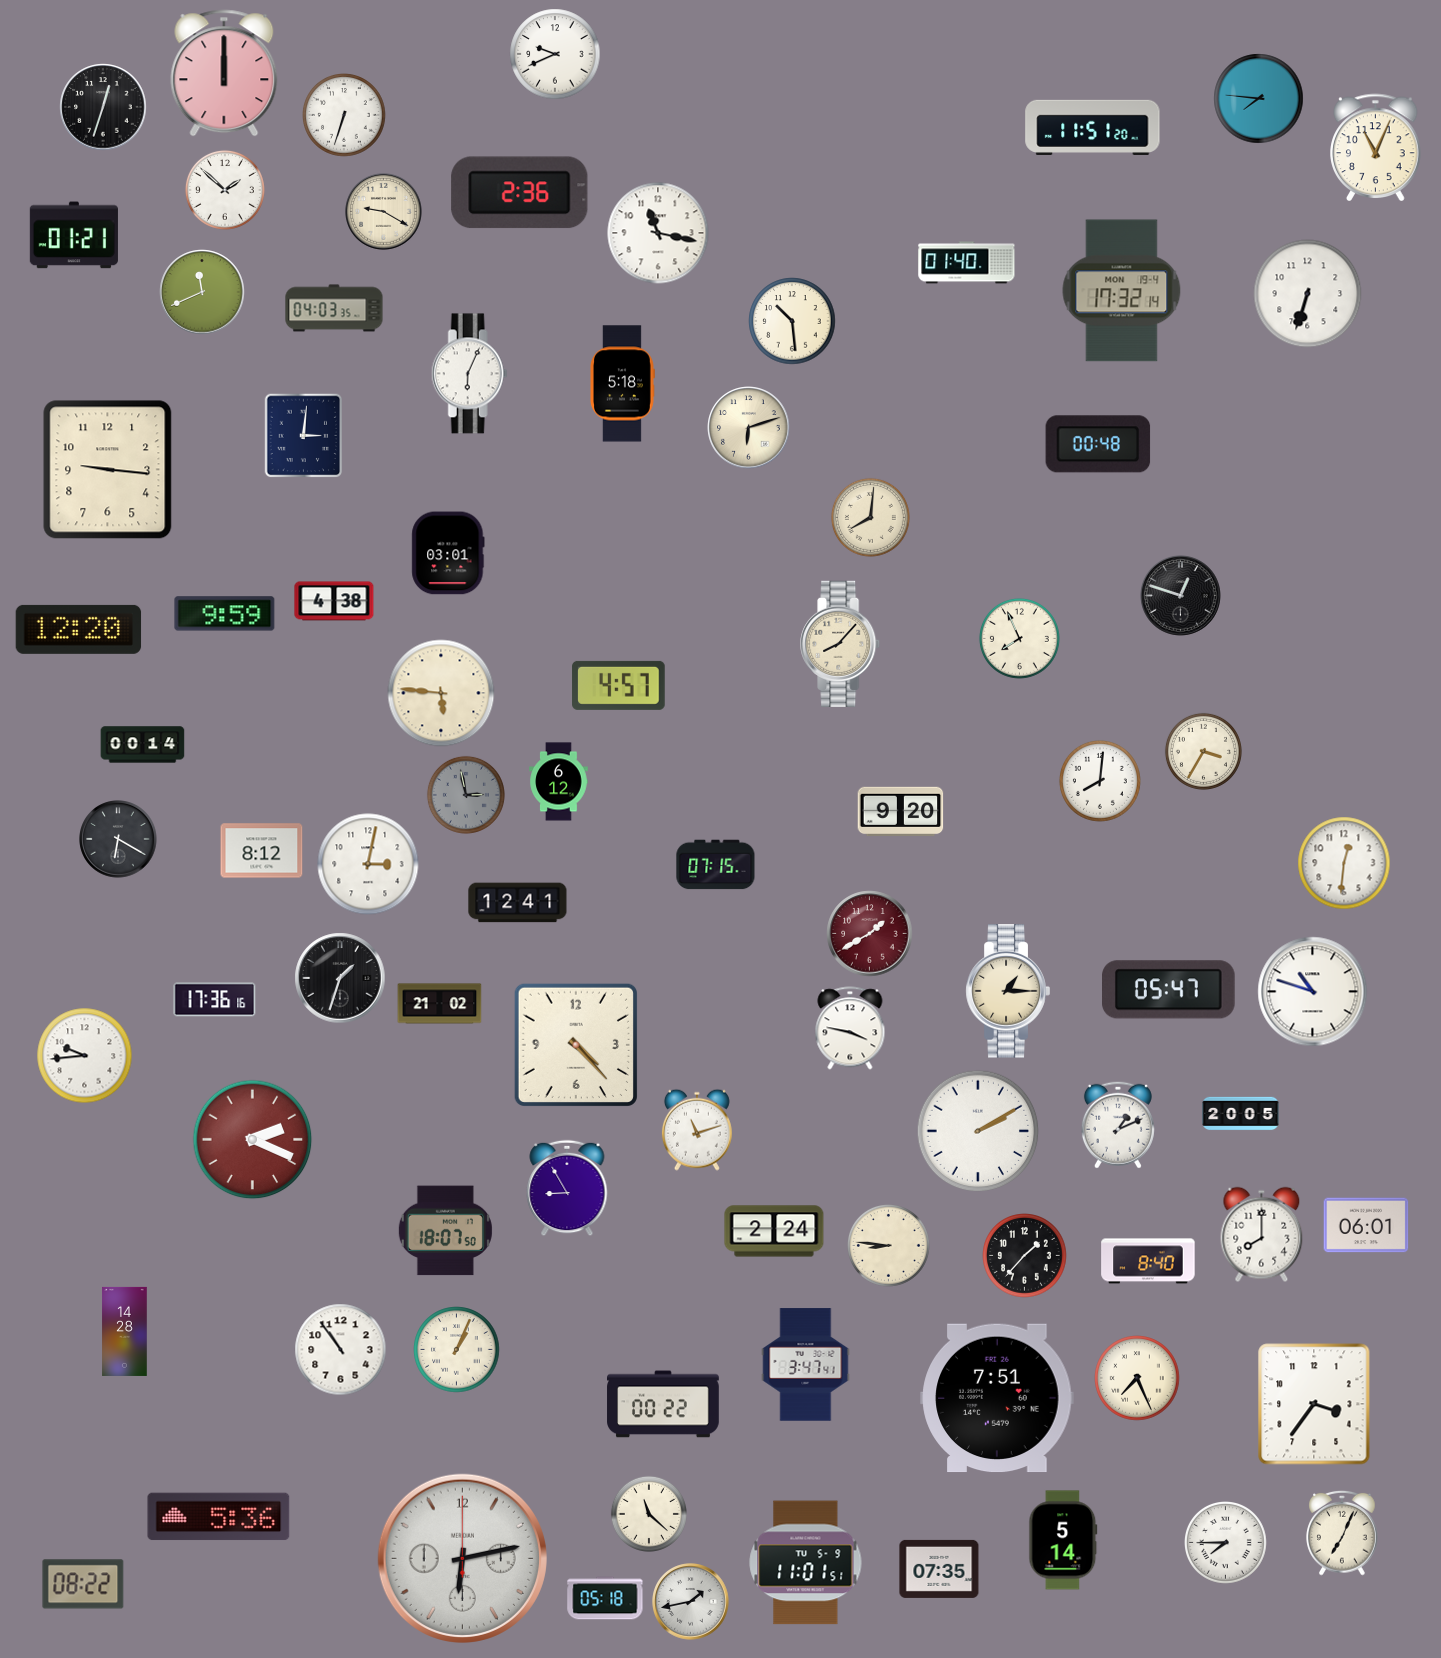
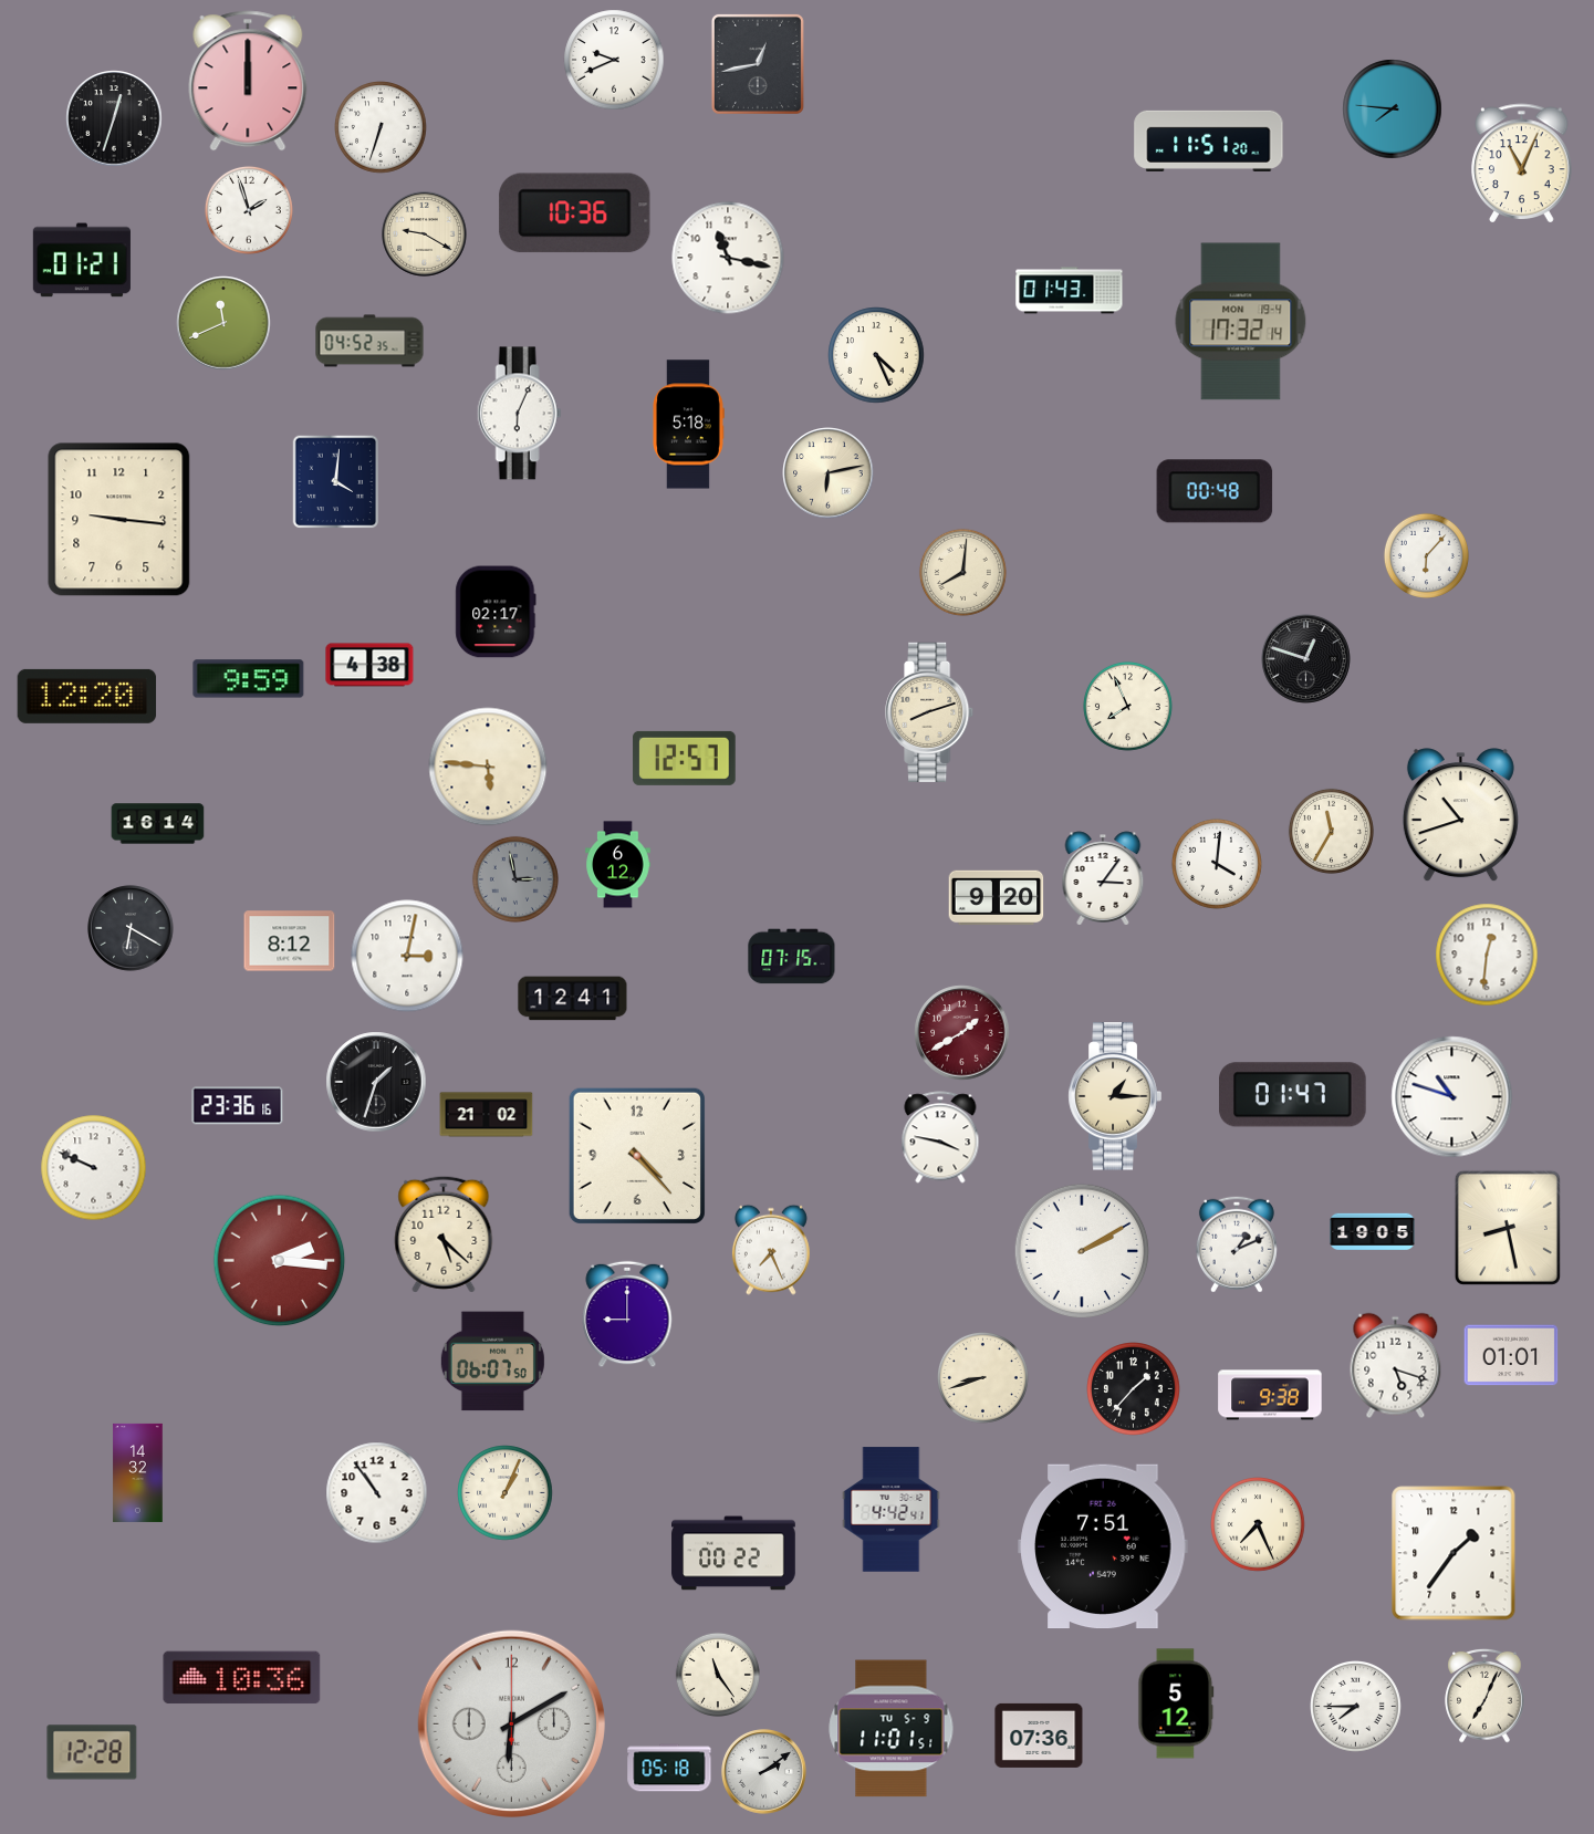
clock at (758, 64): none -> 12:43
clock at (225, 190): 1:52 -> 1:57
clock at (520, 193): 2:36 -> 10:36
clock at (967, 263): 01:40 -> 01:43
clock at (1308, 294): 6:33 -> none
clock at (334, 308): 04:03 -> 04:52
clock at (792, 321): 10:29 -> 4:26
clock at (749, 428): 6:12 -> 6:13
clock at (304, 436): 3:01 -> 4:01
clock at (1426, 555): none -> 6:07
clock at (448, 553): 03:01 -> 02:17
clock at (841, 643): 8:07 -> 8:12
clock at (619, 685): 4:57 -> 12:57
clock at (1460, 815): none -> 10:42
clock at (143, 745): 00:14 -> 16:14
clock at (1203, 751): 3:35 -> 11:35
clock at (1100, 781): 8:01 -> 4:01
clock at (1103, 878): none -> 3:06
clock at (1169, 990): 05:47 -> 01:47
clock at (215, 1000): 17:36 -> 23:36
clock at (440, 1004) position: (440, 1004) -> (487, 1115)
clock at (85, 1056): 9:44 -> 9:49
clock at (1508, 1228): none -> 8:28
clock at (1241, 1114): 20:05 -> 19:05
clock at (444, 1234): none -> 5:22
clock at (697, 1130): 11:12 -> 7:26
clock at (253, 1140): 2:19 -> 2:16
clock at (567, 1188): 8:55 -> 9:00
clock at (1366, 1225): 06:01 -> 01:01
clock at (445, 1231): 18:07 -> 06:07
clock at (774, 1231): 2:24 -> none
clock at (1262, 1235): 8:00 -> 5:18
clock at (889, 1246): 8:46 -> 8:42
clock at (1148, 1261): 8:40 -> 9:38
clock at (125, 1331): 14:28 -> 14:32
clock at (806, 1365): 3:47 -> 4:42
clock at (1314, 1404): 3:36 -> 1:36
clock at (649, 1514): 11:22 -> 11:24
clock at (219, 1517): 5:36 -> 10:36
clock at (1063, 1540): 5:14 -> 5:12
clock at (462, 1558): 6:13 -> 6:10
clock at (939, 1569): 07:35 -> 07:36
clock at (83, 1584): 08:22 -> 12:28
clock at (691, 1602): 1:43 -> 2:09
